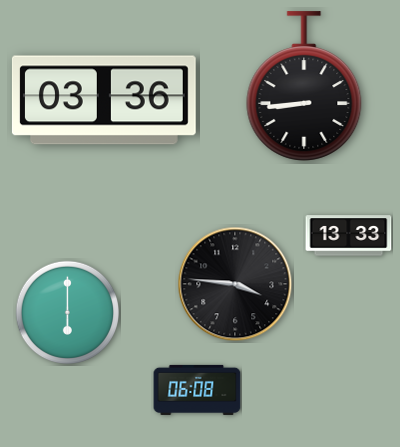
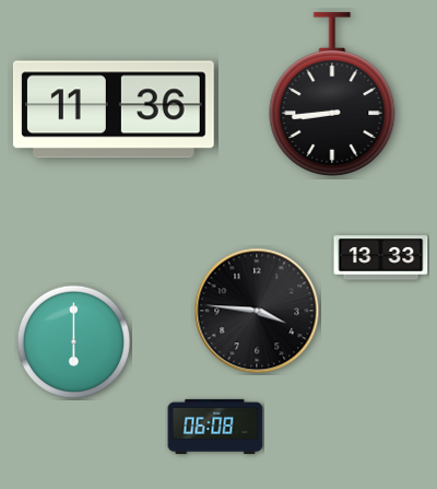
clock at (104, 100): 03:36 -> 11:36
